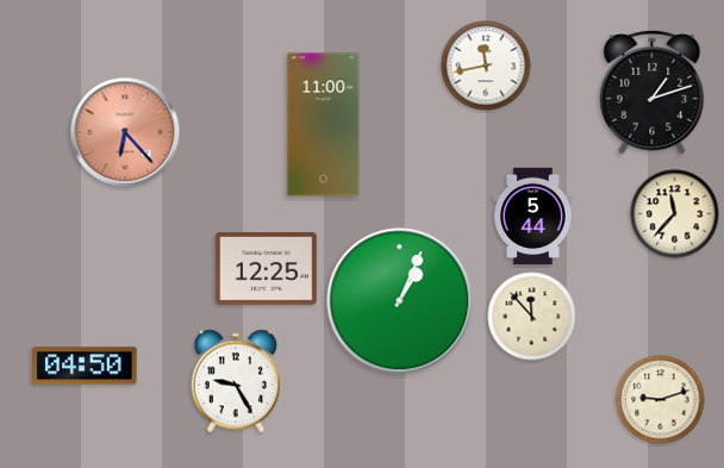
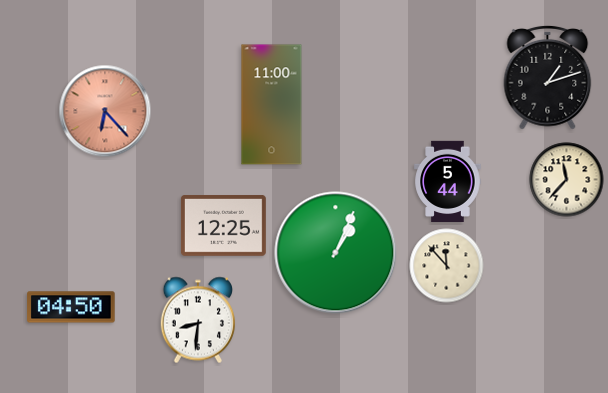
clock at (486, 65): 11:43 -> none
clock at (235, 381): 9:25 -> 8:31
clock at (661, 400): 9:12 -> none
